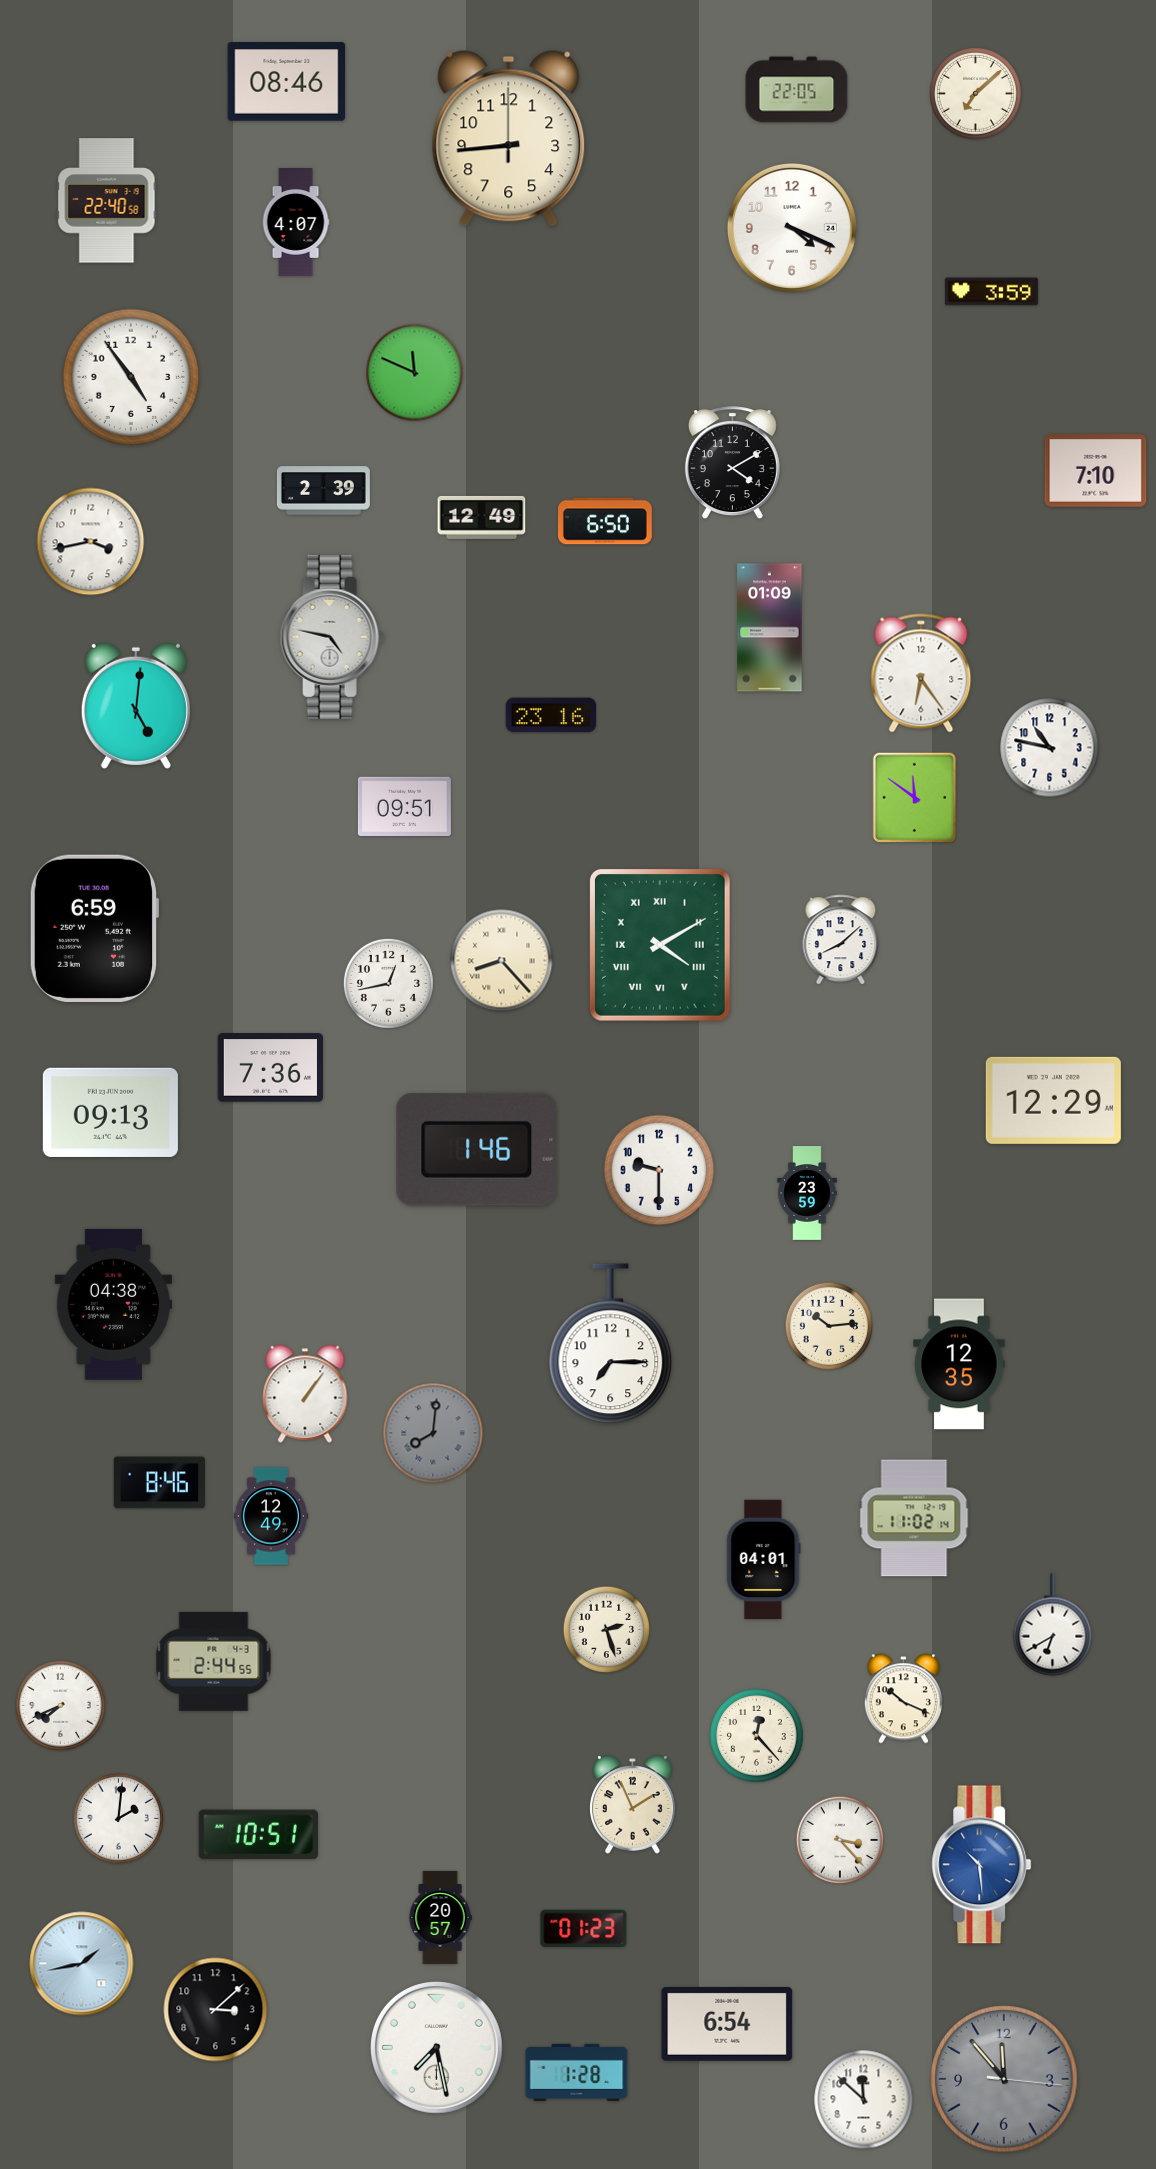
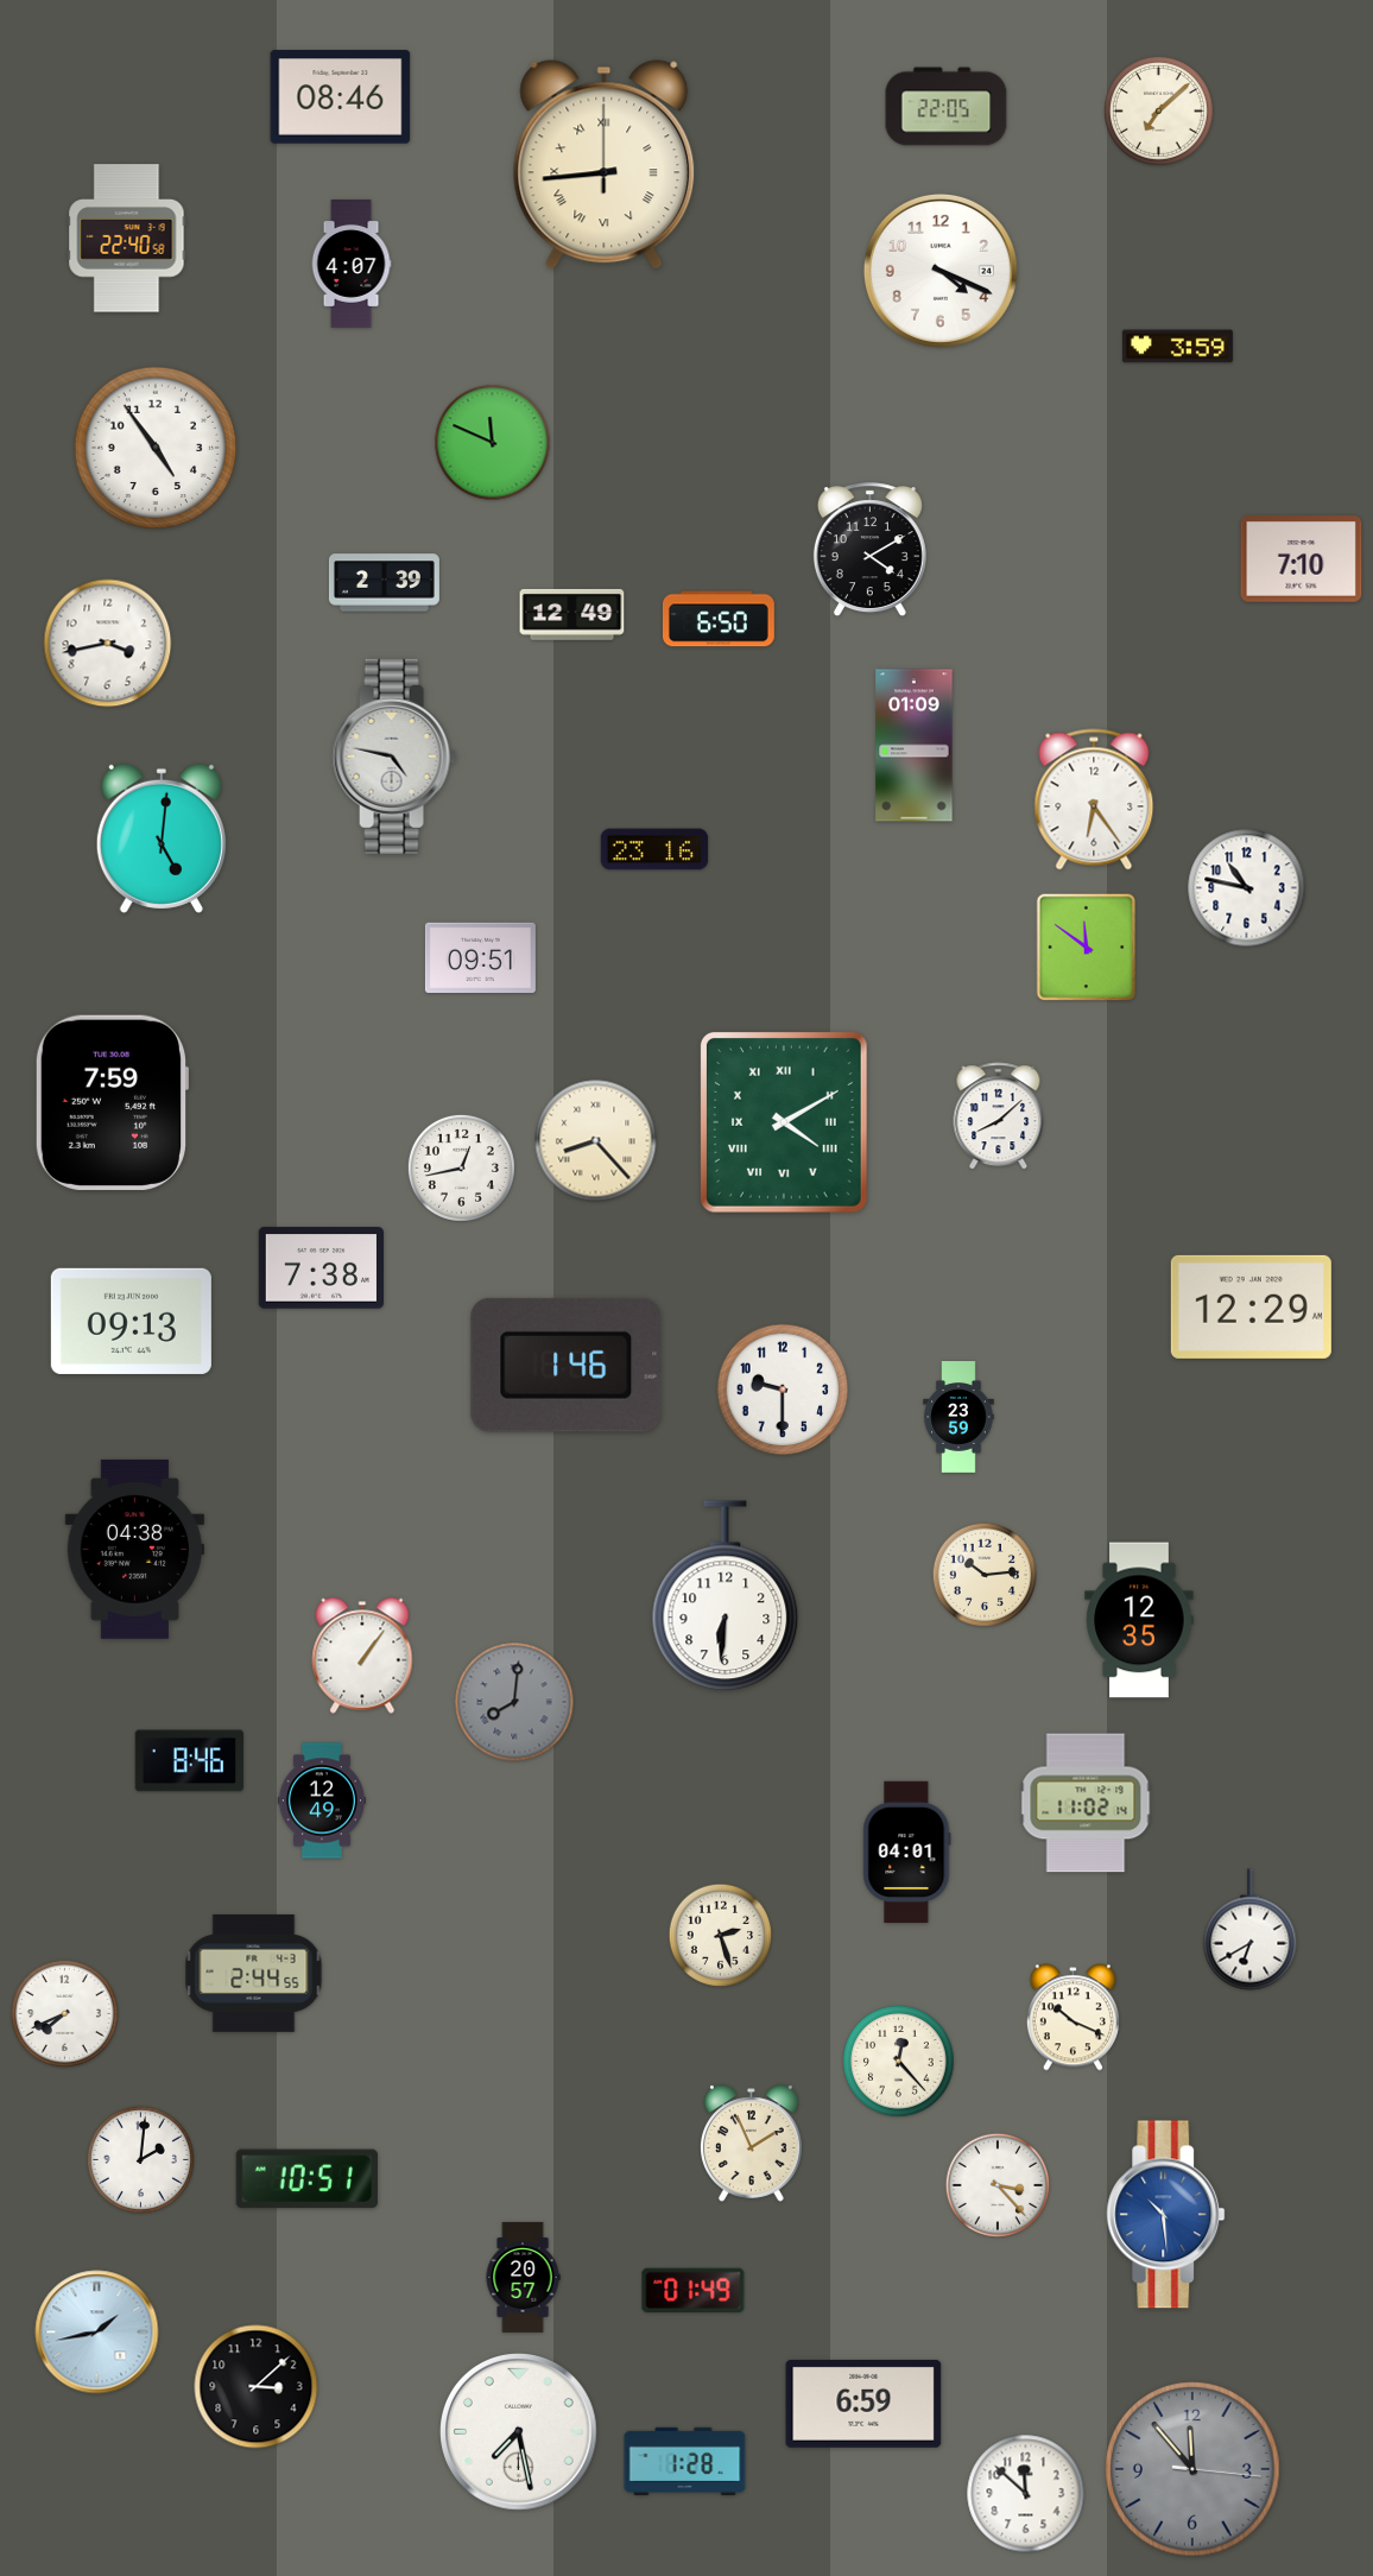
clock at (509, 139) numerals: Arabic -> Roman
clock at (93, 928): 6:59 -> 7:59
clock at (270, 1068): 7:36 -> 7:38
clock at (611, 1344): 7:15 -> 6:31
clock at (60, 1705) position: (60, 1705) -> (64, 2013)
clock at (584, 1928): 01:23 -> 01:49
clock at (727, 2024): 6:54 -> 6:59
